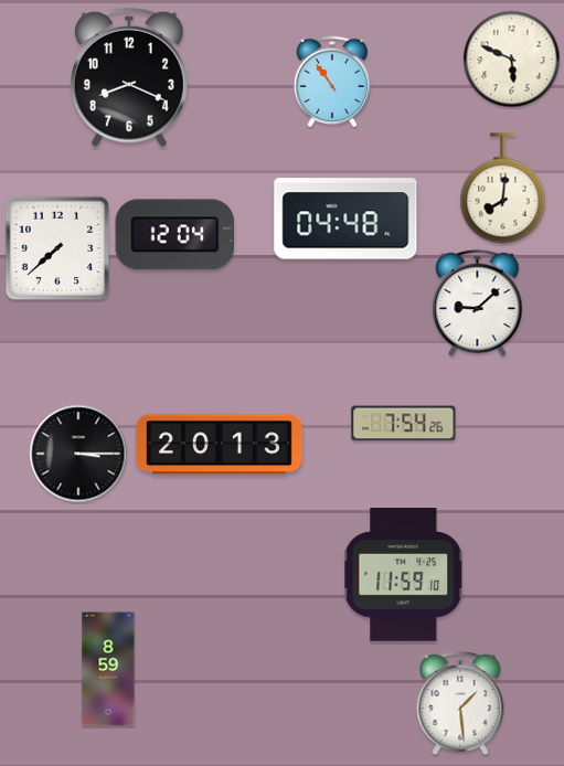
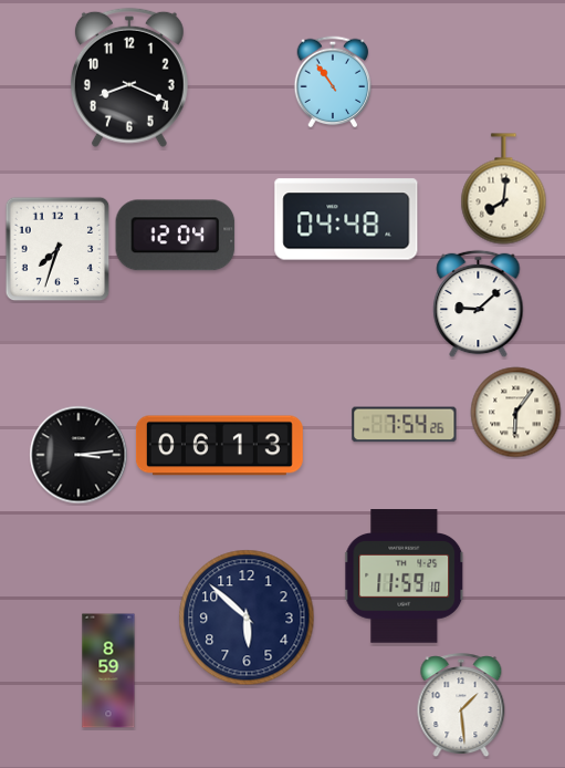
clock at (512, 60): 5:49 -> none
clock at (57, 248): 7:38 -> 7:33
clock at (516, 413): none -> 6:06
clock at (219, 445): 20:13 -> 06:13
clock at (78, 454): 3:15 -> 3:14
clock at (247, 617): none -> 5:52
